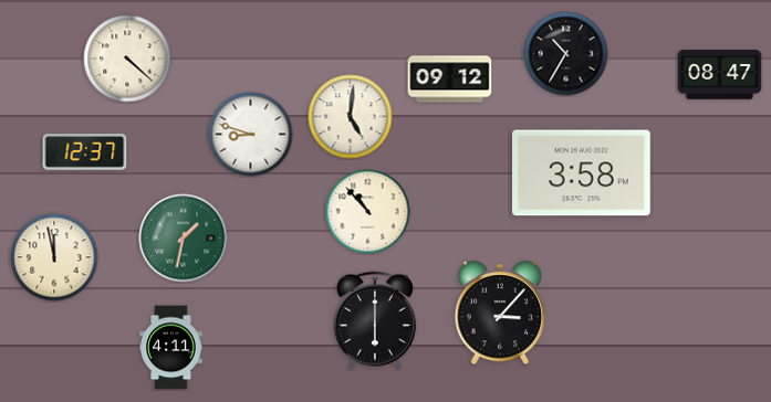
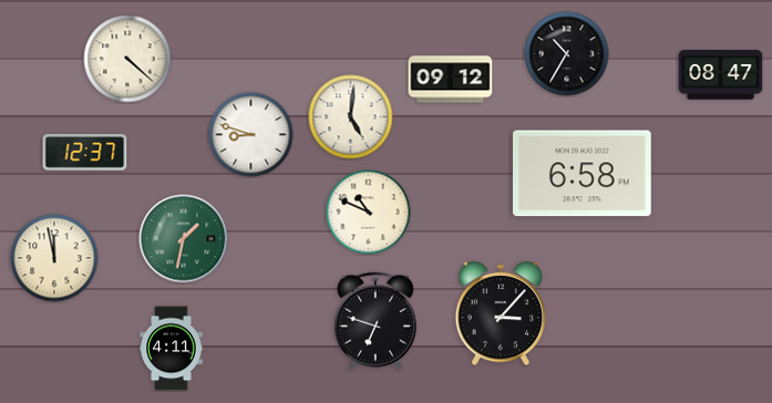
clock at (582, 173): 3:58 -> 6:58
clock at (368, 212): 10:53 -> 10:49
clock at (375, 320): 6:00 -> 6:48
